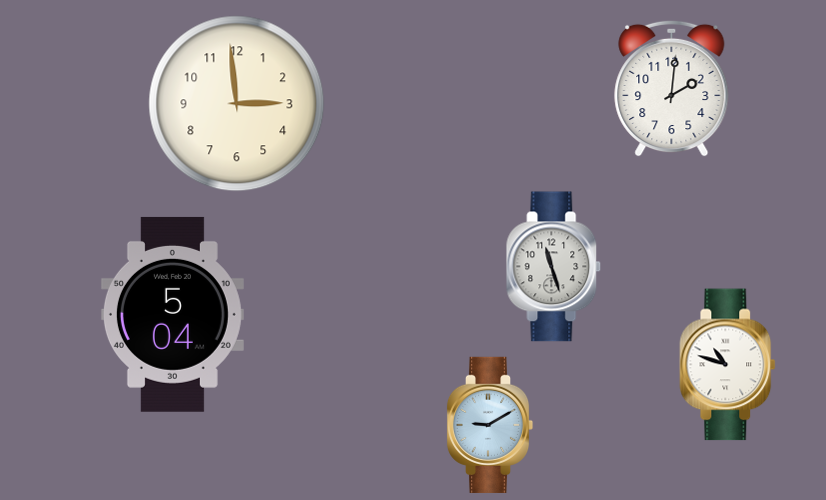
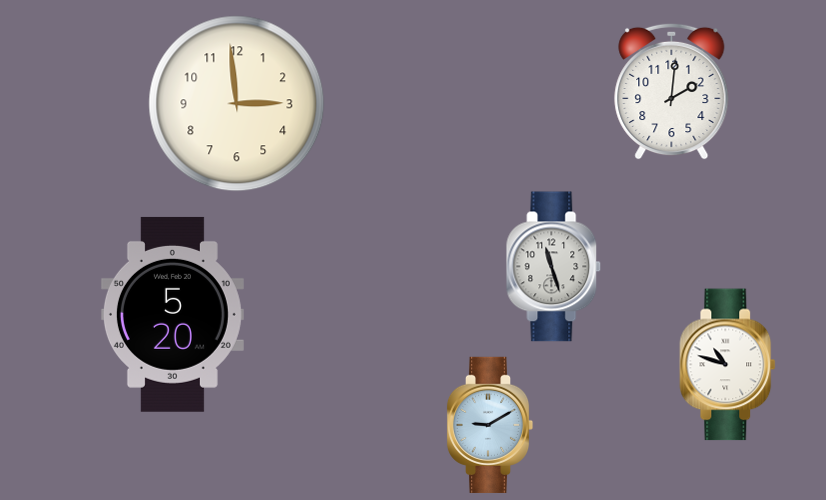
clock at (672, 88) position: (672, 88) -> (672, 91)
clock at (172, 314): 5:04 -> 5:20
